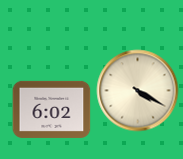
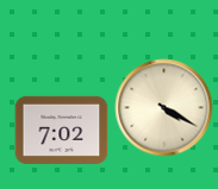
clock at (51, 109): 6:02 -> 7:02
